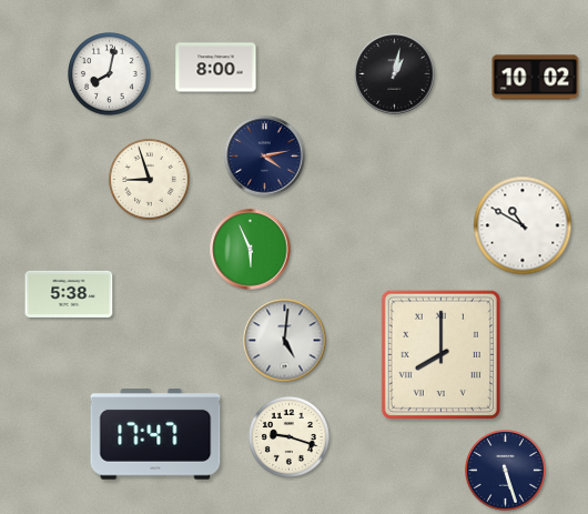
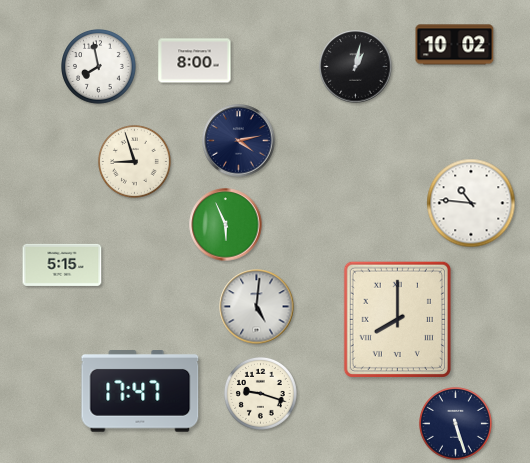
clock at (110, 74): 8:02 -> 7:58
clock at (536, 78) position: (536, 78) -> (455, 45)
clock at (523, 225): 10:50 -> 10:46
clock at (69, 294): 5:38 -> 5:15
